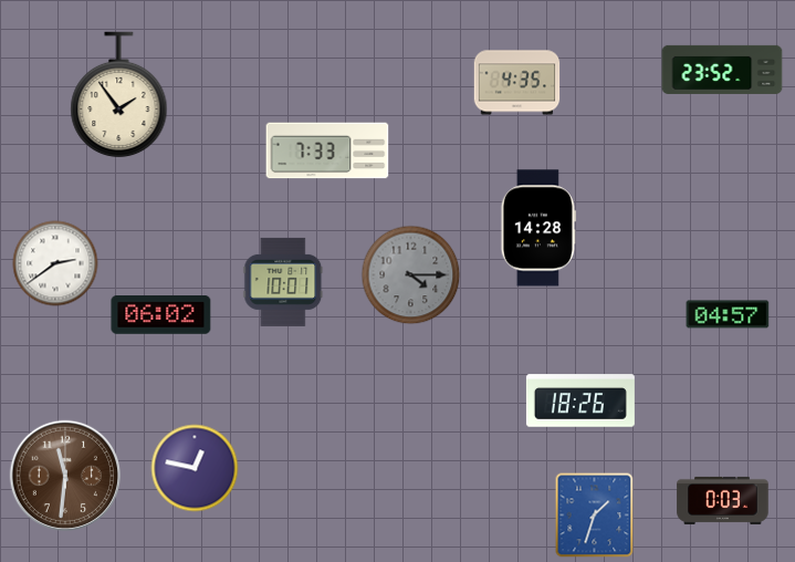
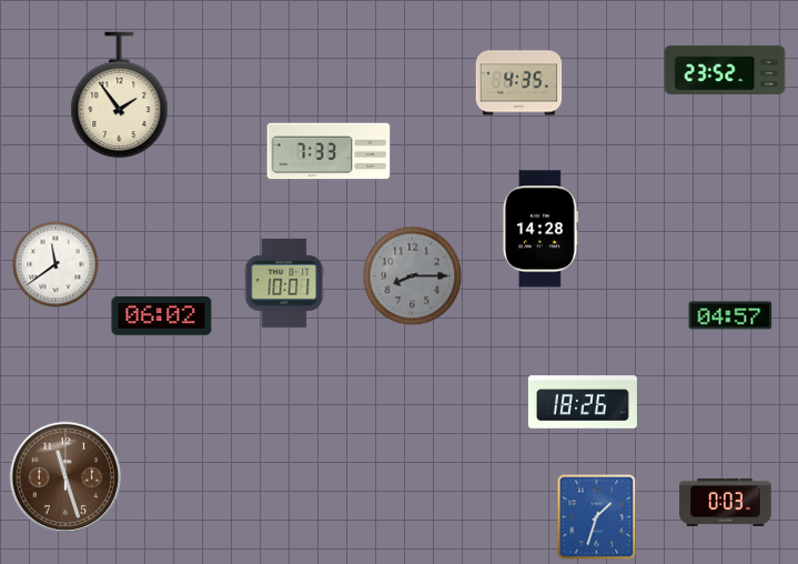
clock at (55, 263): 2:39 -> 11:39
clock at (411, 275): 4:15 -> 8:15
clock at (195, 468): 12:47 -> none
clock at (64, 475): 11:31 -> 11:27
